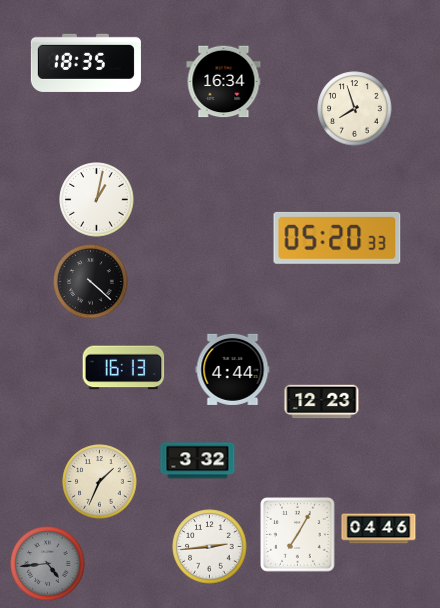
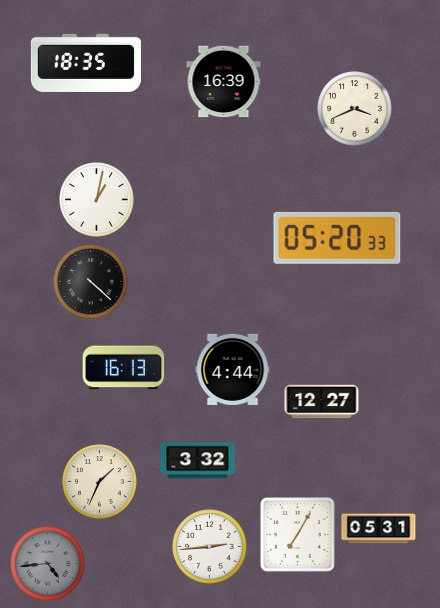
clock at (224, 82): 16:34 -> 16:39
clock at (355, 109): 7:57 -> 3:41
clock at (322, 402): 12:23 -> 12:27
clock at (379, 529): 04:46 -> 05:31
